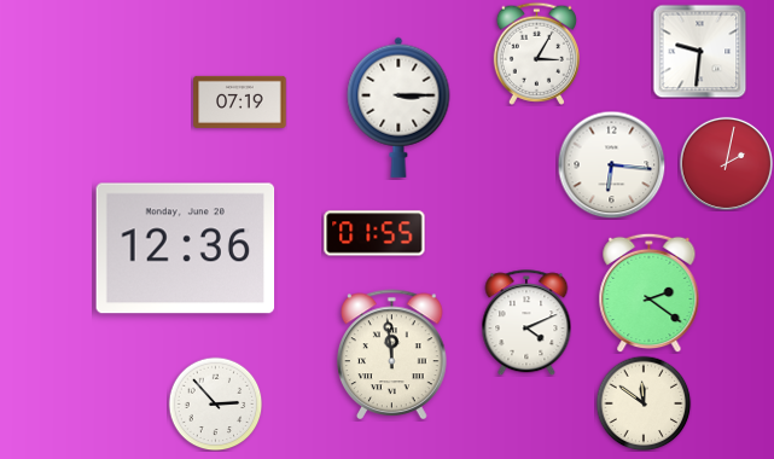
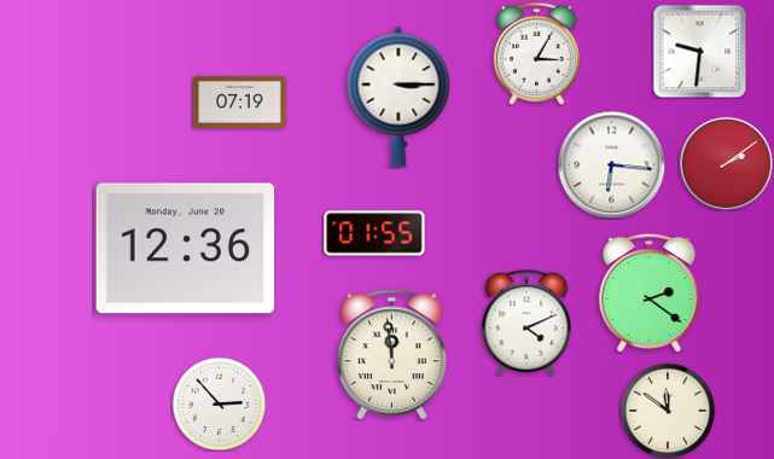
clock at (398, 108) position: (398, 108) -> (398, 97)
clock at (726, 163): 2:02 -> 2:09
clock at (215, 403) position: (215, 403) -> (219, 403)
clock at (644, 403) position: (644, 403) -> (668, 411)
